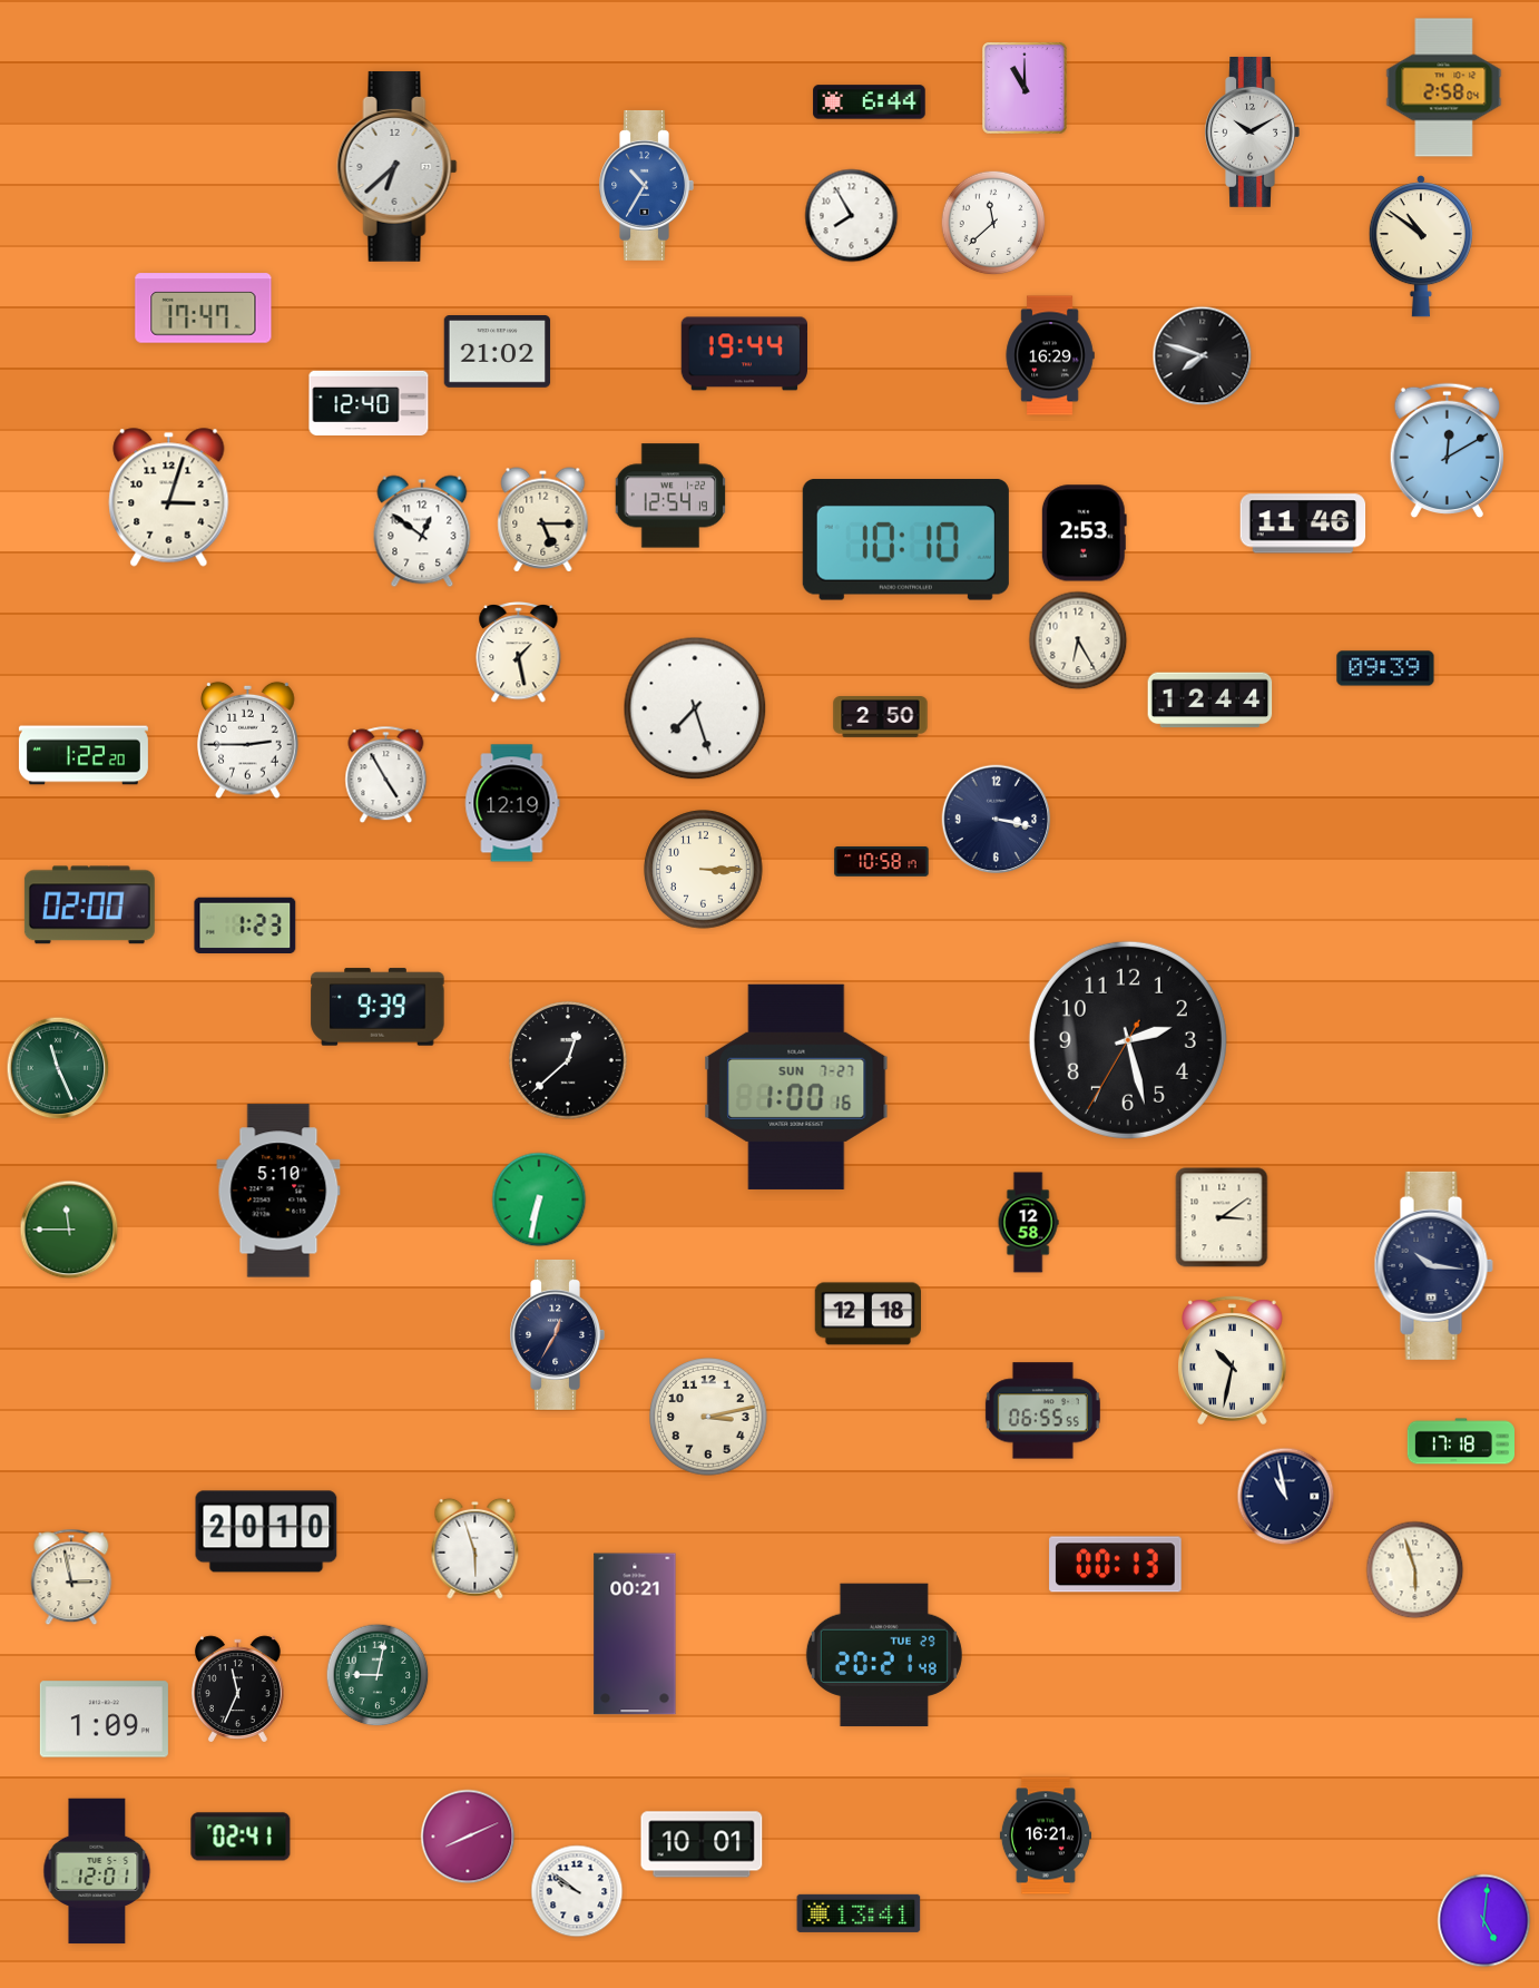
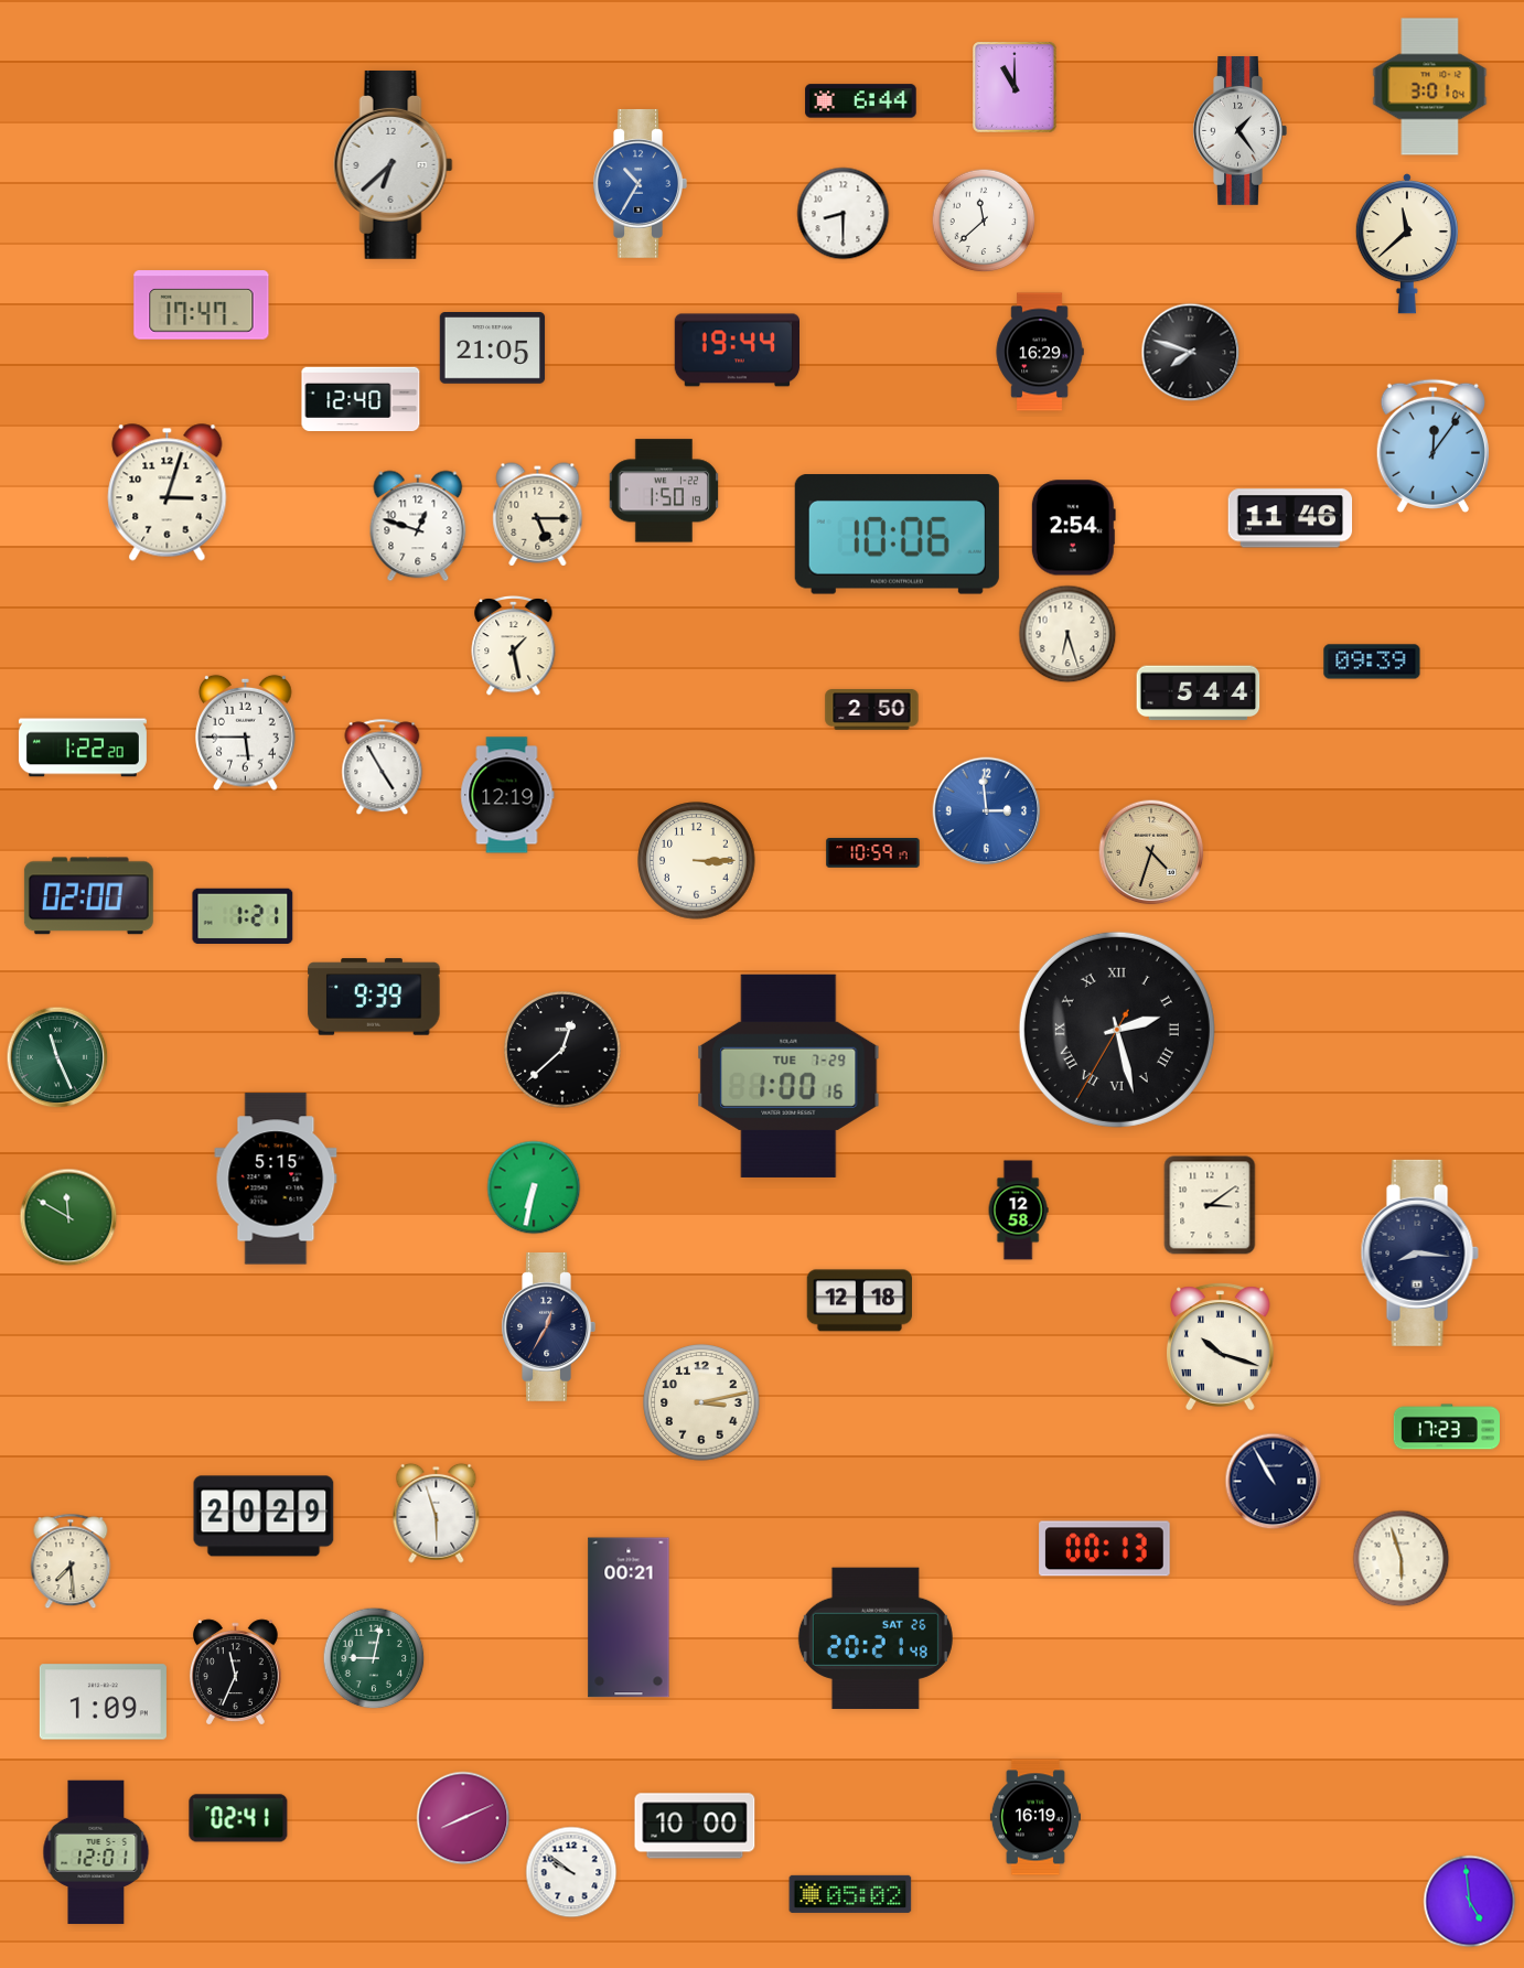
clock at (1444, 88): 2:58 -> 3:01
clock at (1252, 131): 10:10 -> 1:24
clock at (852, 216): 7:55 -> 8:30
clock at (1421, 247): 10:51 -> 11:38
clock at (498, 352): 21:02 -> 21:05
clock at (369, 403) position: (369, 403) -> (361, 399)
clock at (1447, 451): 12:10 -> 12:06
clock at (669, 496): 12:54 -> 1:50
clock at (422, 531): 12:51 -> 12:48
clock at (1084, 533): 2:53 -> 2:54
clock at (905, 540): 10:10 -> 10:06
clock at (1078, 640): 6:25 -> 6:27
clock at (1210, 701): 12:44 -> 5:44
clock at (695, 708): 7:27 -> none
clock at (248, 740): 2:45 -> 5:45
clock at (997, 820): 3:17 -> 2:59
clock at (997, 820) dial: navy -> blue
clock at (1151, 852): none -> 4:33
clock at (882, 862): 10:58 -> 10:59
clock at (245, 924): 1:23 -> 1:21
clock at (1128, 1040) numerals: Arabic -> Roman
clock at (796, 1087) date: SUN 7-27 -> TUE 7-29
clock at (278, 1191): 5:10 -> 5:15
clock at (69, 1230): 11:45 -> 11:50
clock at (1433, 1265): 10:16 -> 8:16
clock at (557, 1334) position: (557, 1334) -> (548, 1326)
clock at (1233, 1361): 10:32 -> 10:18
clock at (1042, 1411): 06:55 -> none
clock at (1460, 1441): 17:18 -> 17:23
clock at (1286, 1497): 10:58 -> 10:55
clock at (266, 1531): 20:10 -> 20:29
clock at (476, 1548) position: (476, 1548) -> (437, 1513)
clock at (1415, 1570) position: (1415, 1570) -> (1402, 1559)
clock at (71, 1577): 2:58 -> 7:29
clock at (884, 1655) date: TUE 29 -> SAT 26
clock at (1046, 1835): 16:21 -> 16:19
clock at (702, 1844): 10:01 -> 10:00
clock at (859, 1913): 13:41 -> 05:02
clock at (1484, 1921): 5:01 -> 4:59
